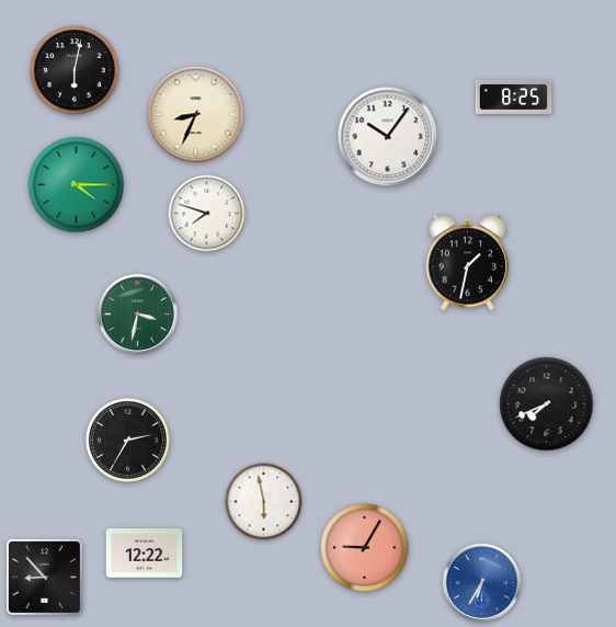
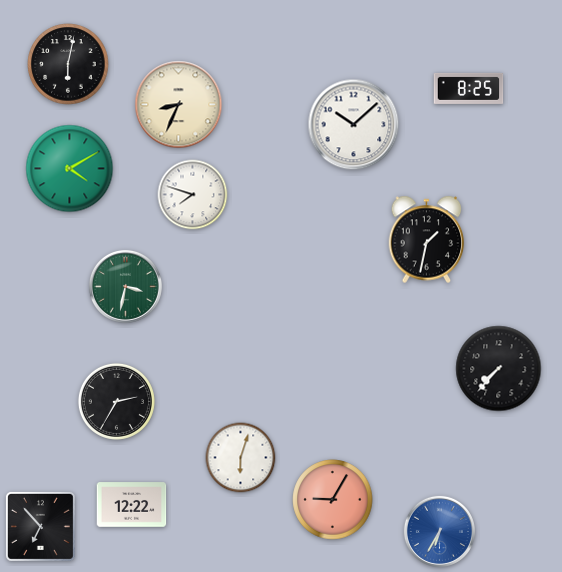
clock at (388, 137): 10:06 -> 10:08
clock at (77, 185): 4:15 -> 4:10
clock at (207, 214) position: (207, 214) -> (193, 195)
clock at (547, 404): 7:41 -> 7:37
clock at (264, 502): 5:58 -> 6:03
clock at (44, 577): 8:53 -> 6:53
